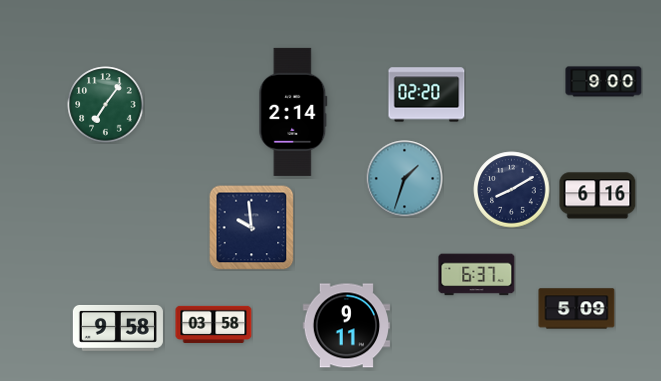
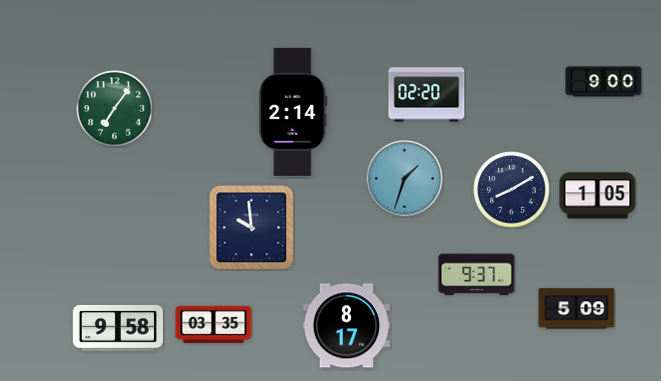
clock at (106, 105) position: (106, 105) -> (115, 109)
clock at (598, 196): 6:16 -> 1:05
clock at (477, 275): 6:37 -> 9:37
clock at (214, 324): 03:58 -> 03:35
clock at (347, 326): 9:11 -> 8:17
